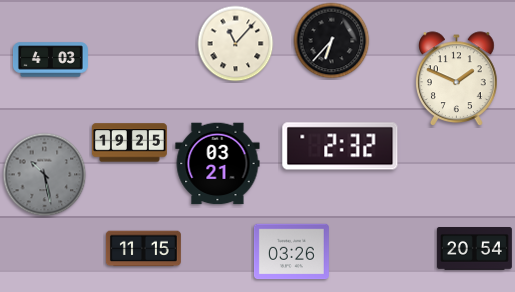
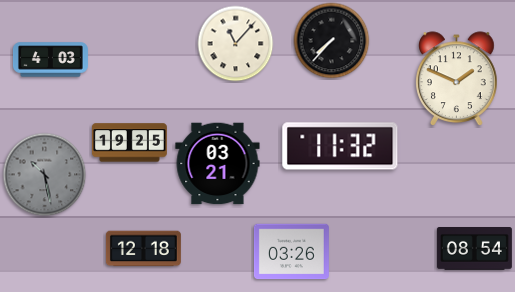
clock at (332, 41): 6:37 -> 7:37
clock at (340, 146): 2:32 -> 11:32
clock at (143, 249): 11:15 -> 12:18
clock at (474, 249): 20:54 -> 08:54
